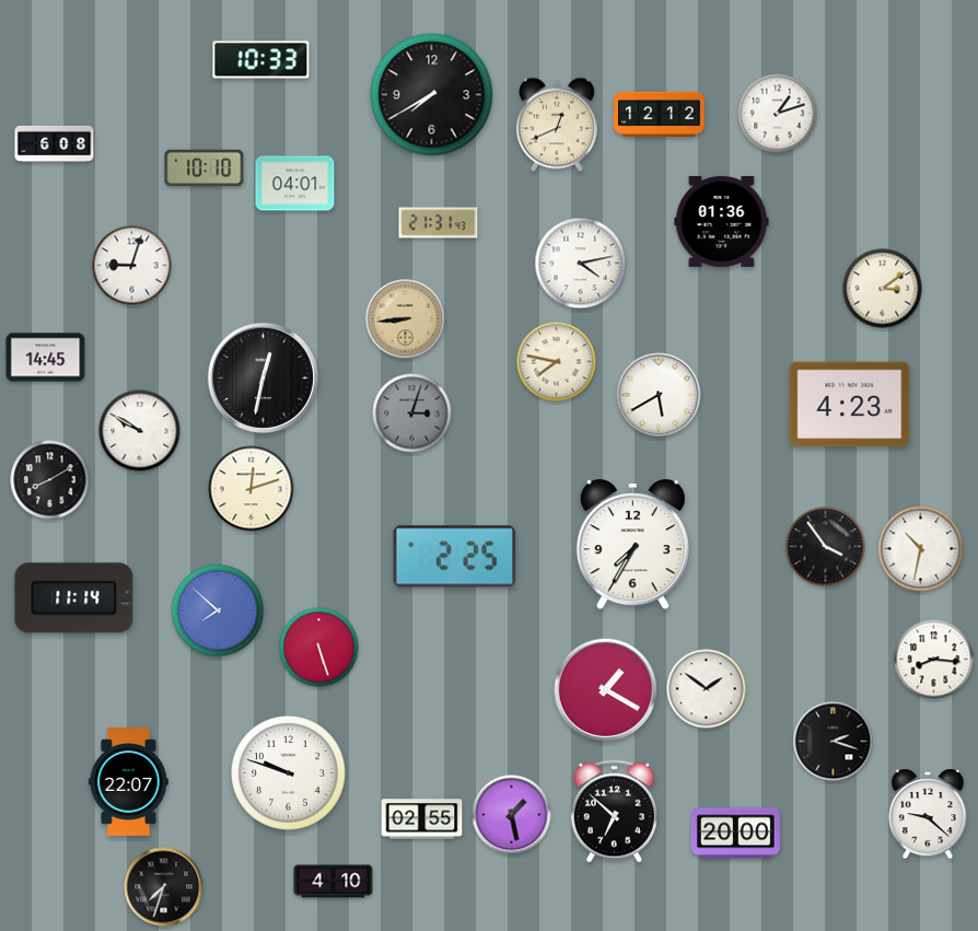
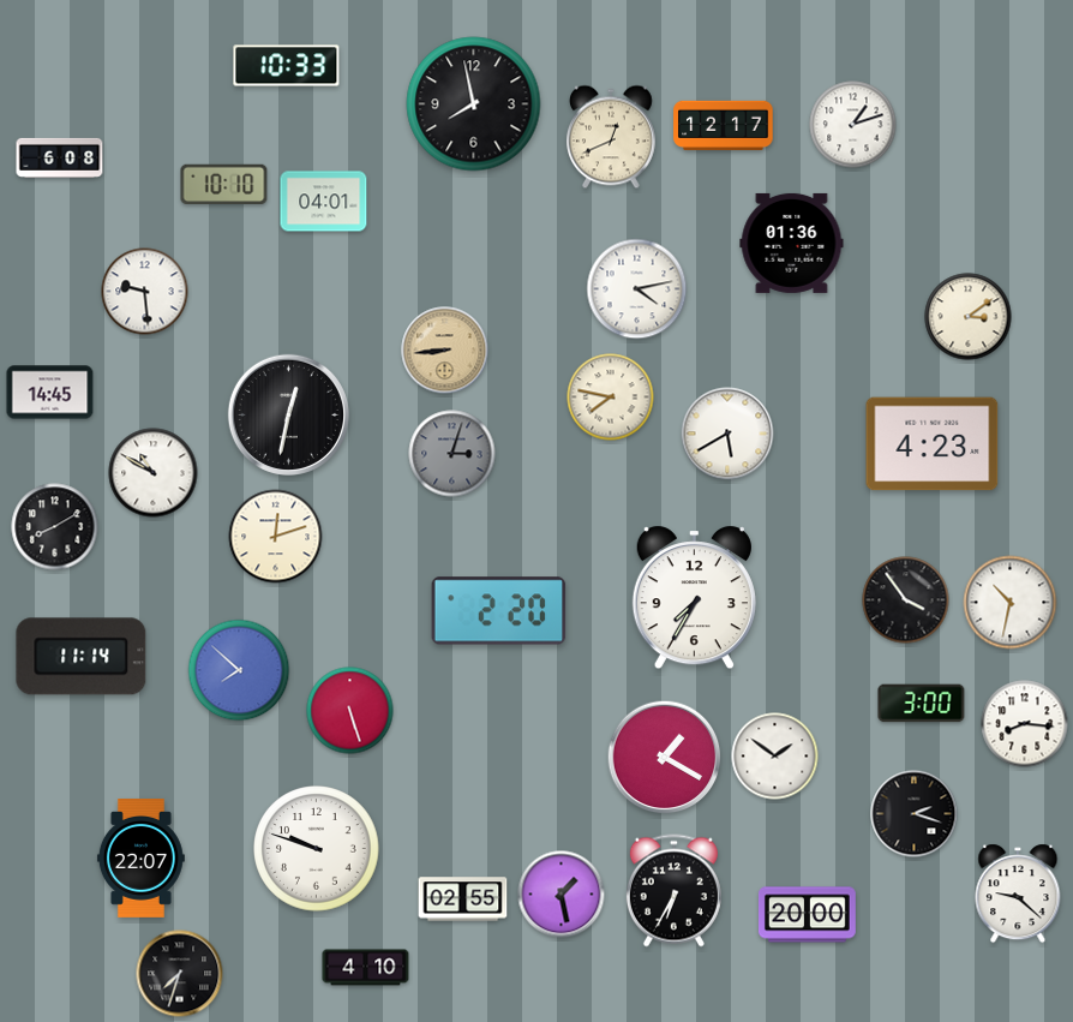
clock at (432, 95): 7:40 -> 7:58
clock at (660, 114): 12:12 -> 12:17
clock at (439, 223): 21:31 -> none
clock at (132, 266): 9:03 -> 9:29
clock at (659, 395) position: (659, 395) -> (727, 434)
clock at (140, 431): 9:50 -> 10:50
clock at (455, 557): 2:25 -> 2:20
clock at (922, 704): none -> 3:00
clock at (614, 812): 6:52 -> 6:35
